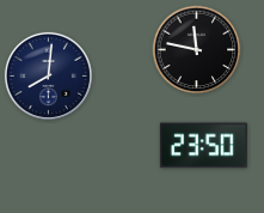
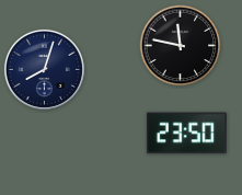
clock at (48, 75): 8:01 -> 8:03
